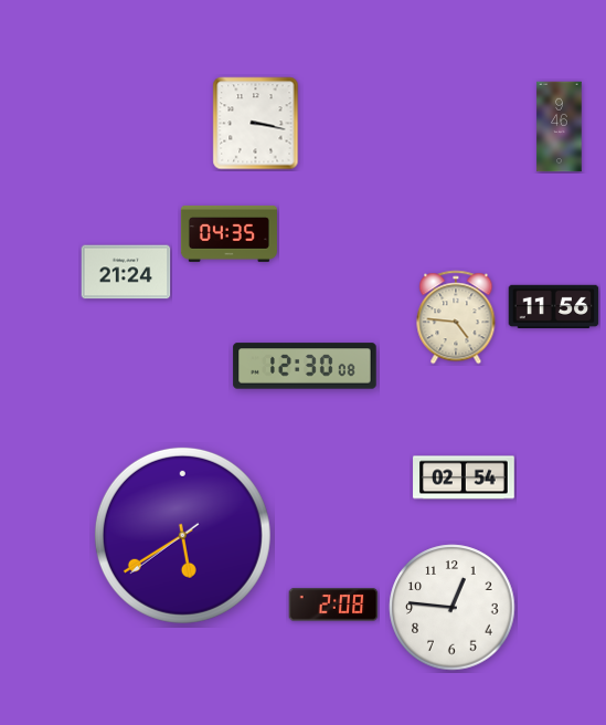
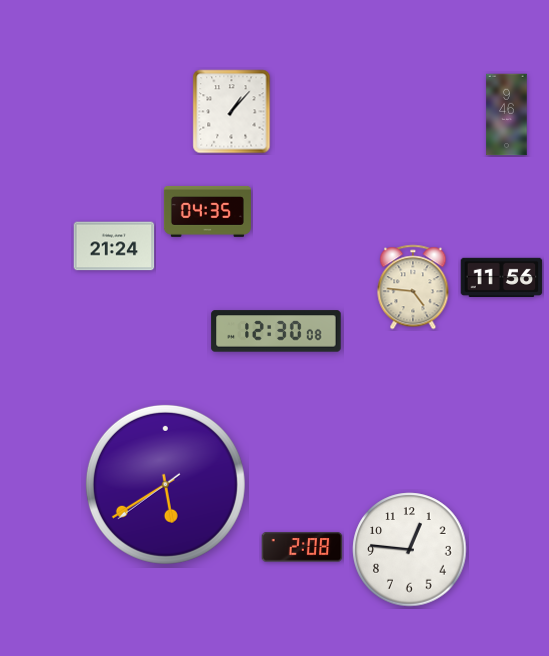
clock at (256, 124): 3:17 -> 1:07
clock at (464, 477): 02:54 -> none
